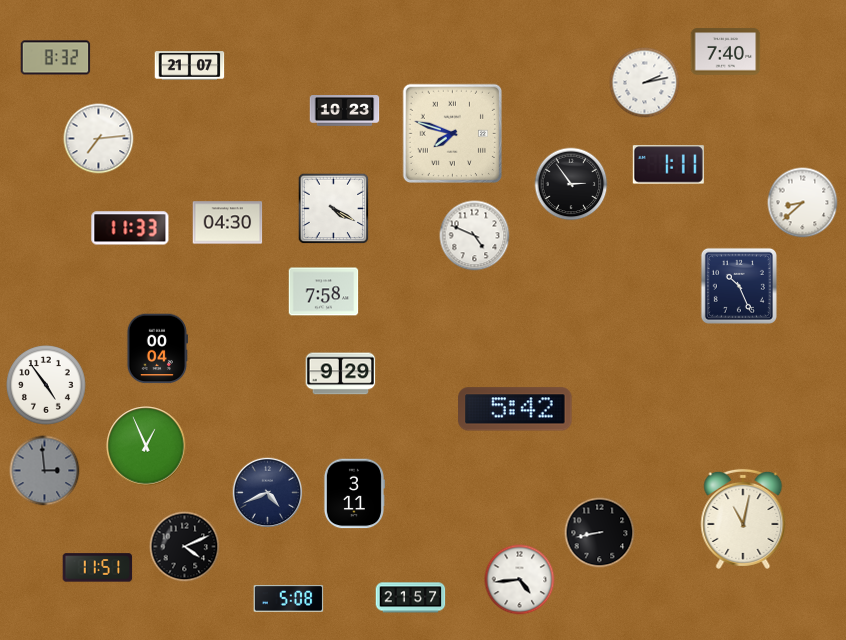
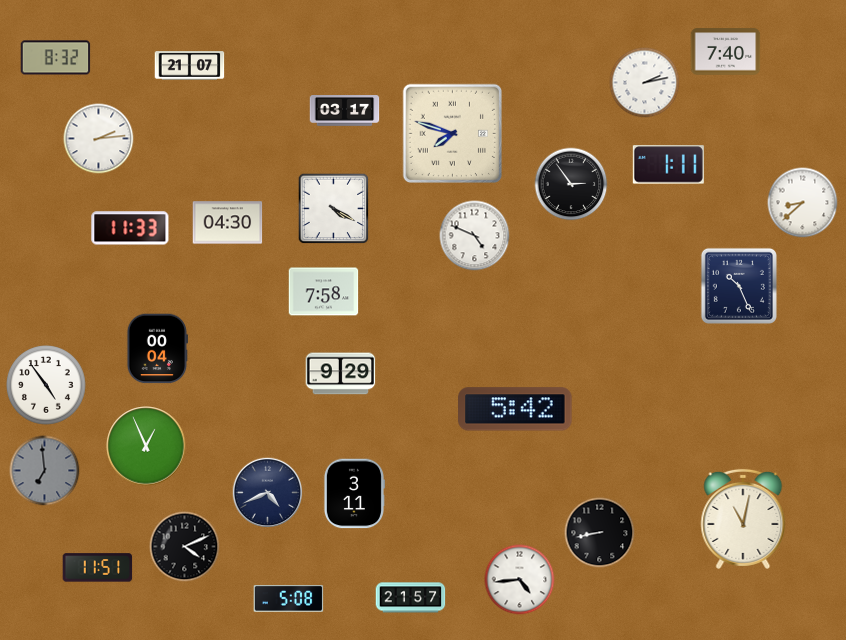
clock at (345, 111): 10:23 -> 03:17
clock at (99, 139): 7:14 -> 2:14
clock at (45, 471): 2:59 -> 6:59
